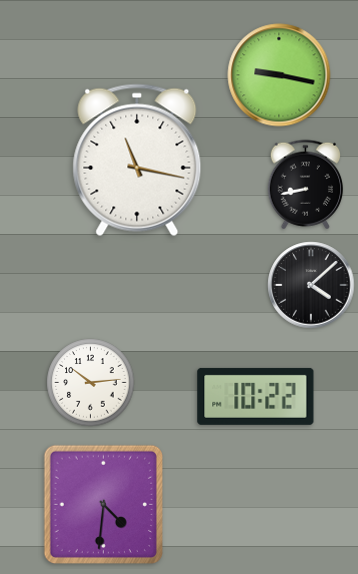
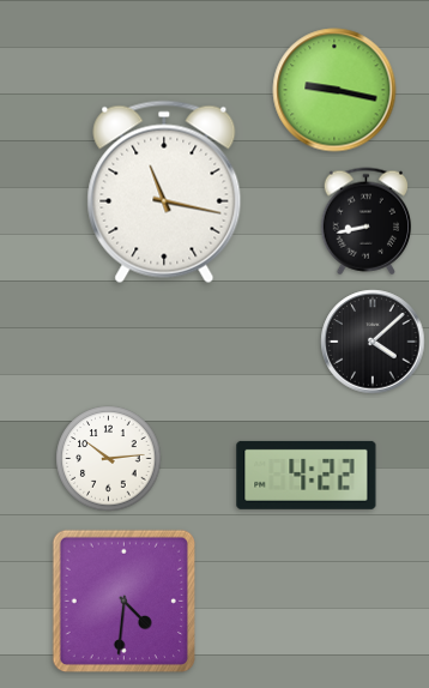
clock at (256, 396): 10:22 -> 4:22
clock at (103, 504) position: (103, 504) -> (123, 601)
